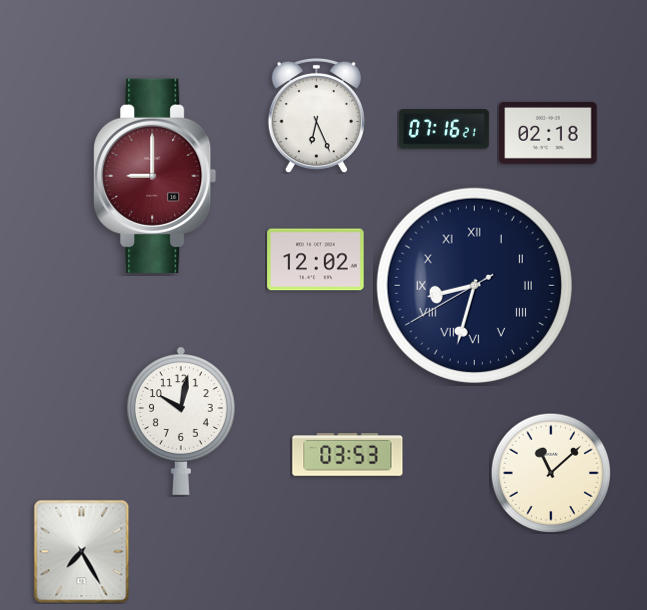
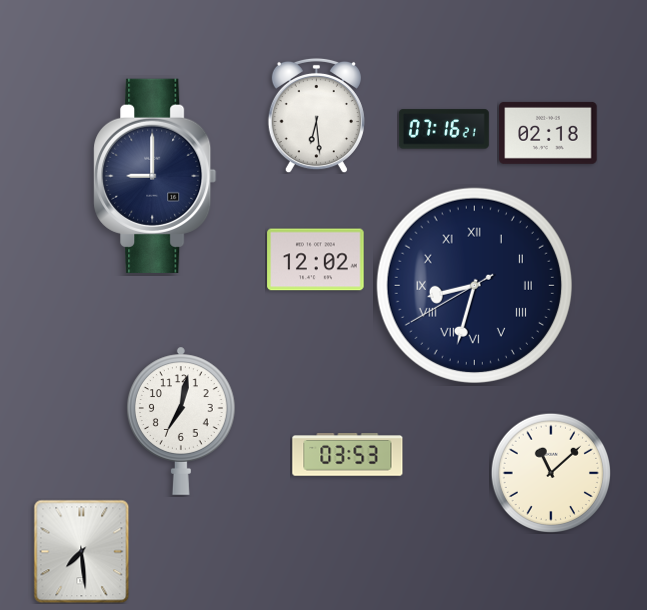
clock at (316, 115): 6:26 -> 6:29
clock at (155, 176) dial: burgundy -> navy
clock at (182, 421): 10:02 -> 7:02
clock at (82, 551): 7:25 -> 7:29
